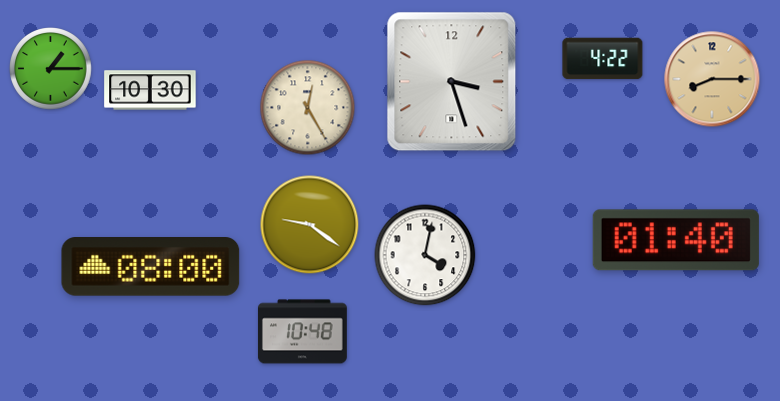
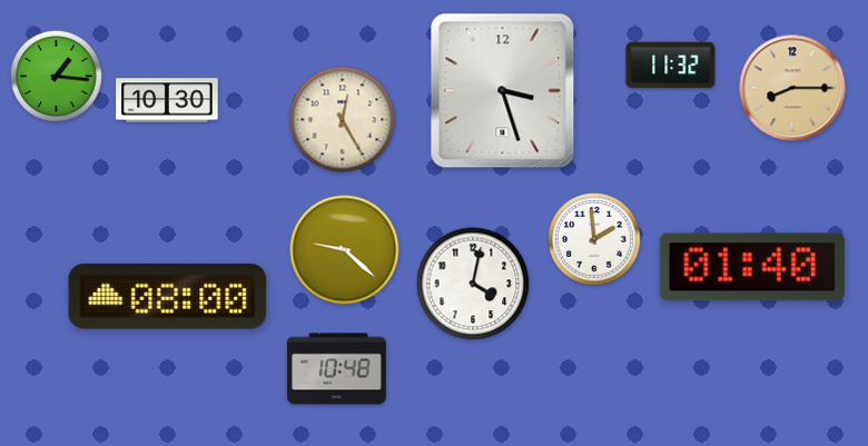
clock at (603, 59): 4:22 -> 11:32
clock at (51, 69): 1:15 -> 1:16
clock at (594, 239): none -> 1:59
clock at (310, 225): 9:21 -> 9:22
